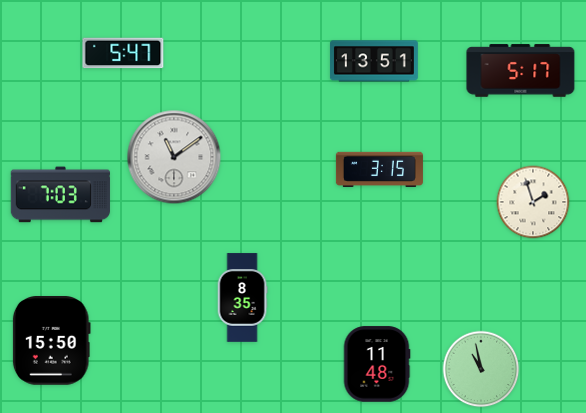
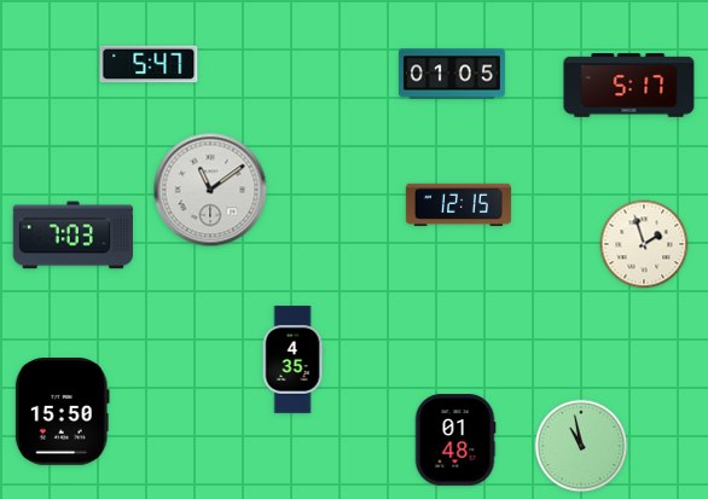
clock at (374, 61): 13:51 -> 01:05
clock at (379, 169): 3:15 -> 12:15
clock at (242, 298): 8:35 -> 4:35
clock at (377, 364): 11:48 -> 01:48
